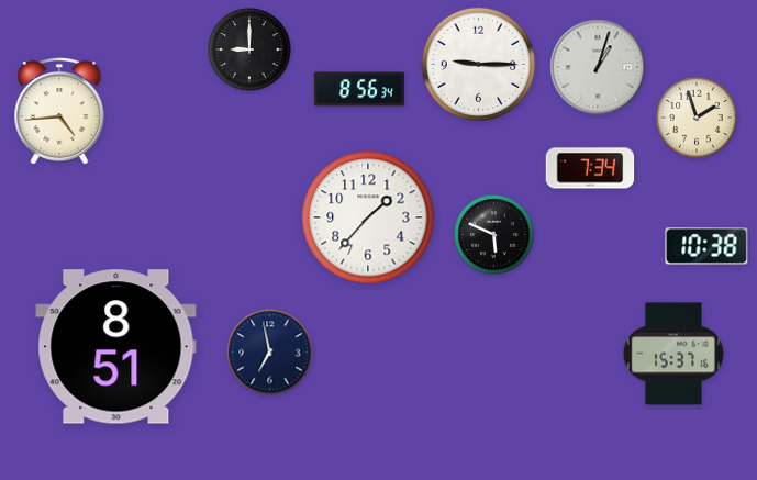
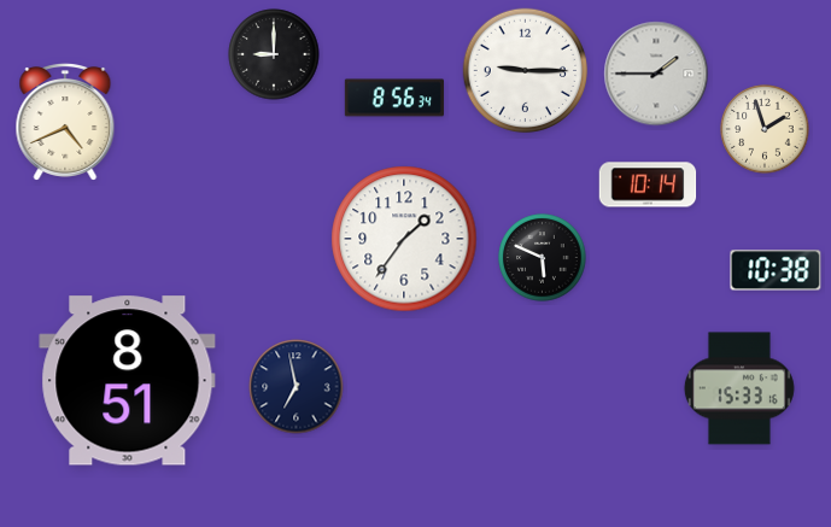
clock at (598, 67): 1:03 -> 1:45
clock at (59, 112): 4:44 -> 4:41
clock at (590, 168): 7:34 -> 10:14
clock at (368, 217): 1:37 -> 1:36
clock at (673, 354): 15:37 -> 15:33
